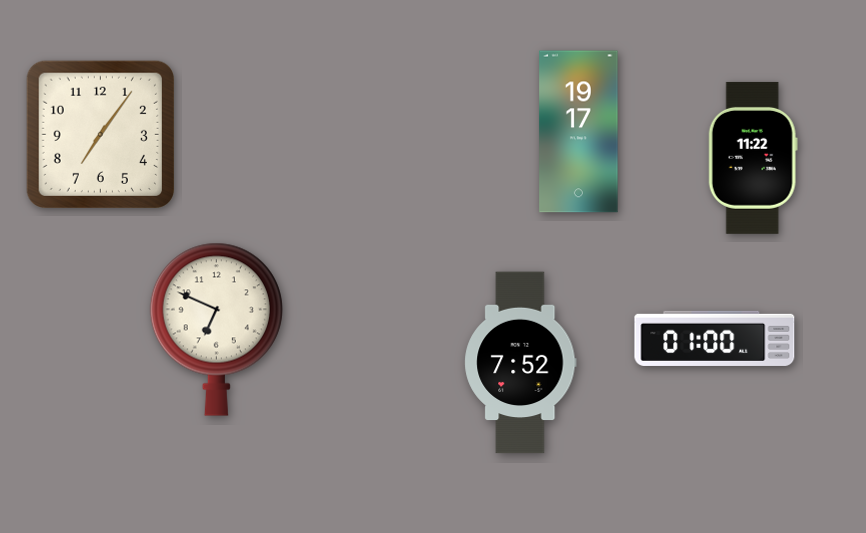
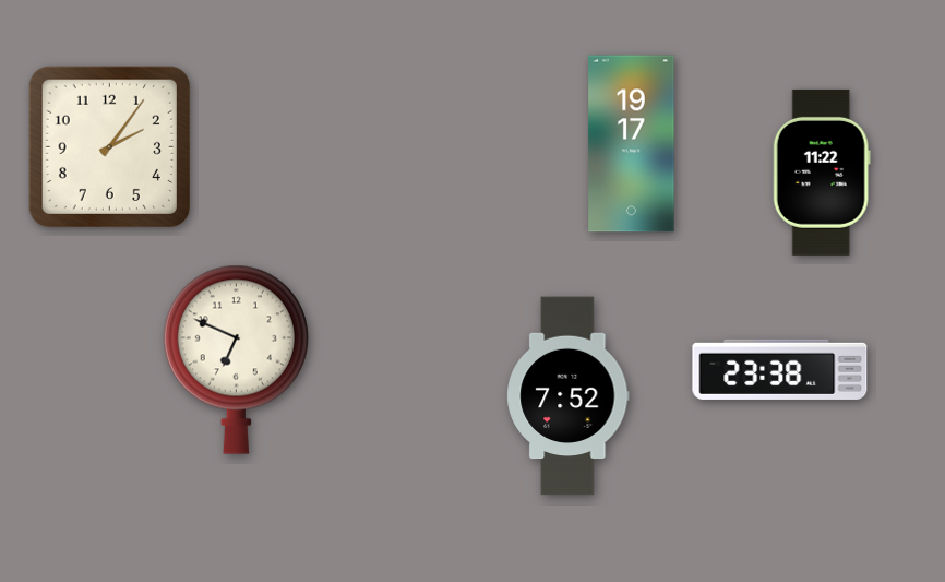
clock at (100, 134): 7:06 -> 2:06
clock at (715, 338): 01:00 -> 23:38
